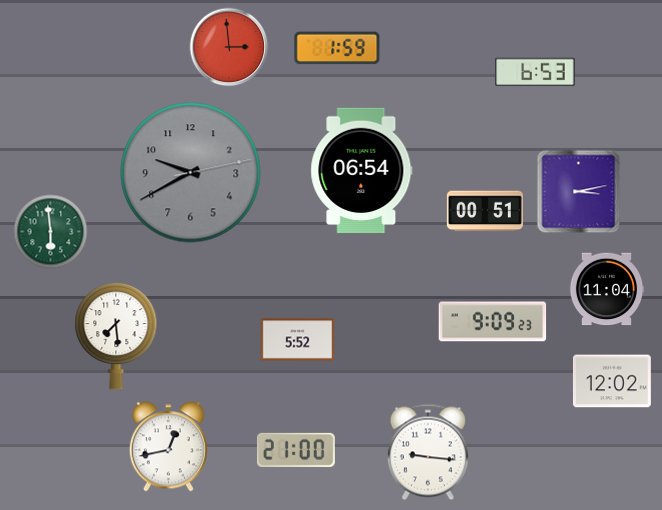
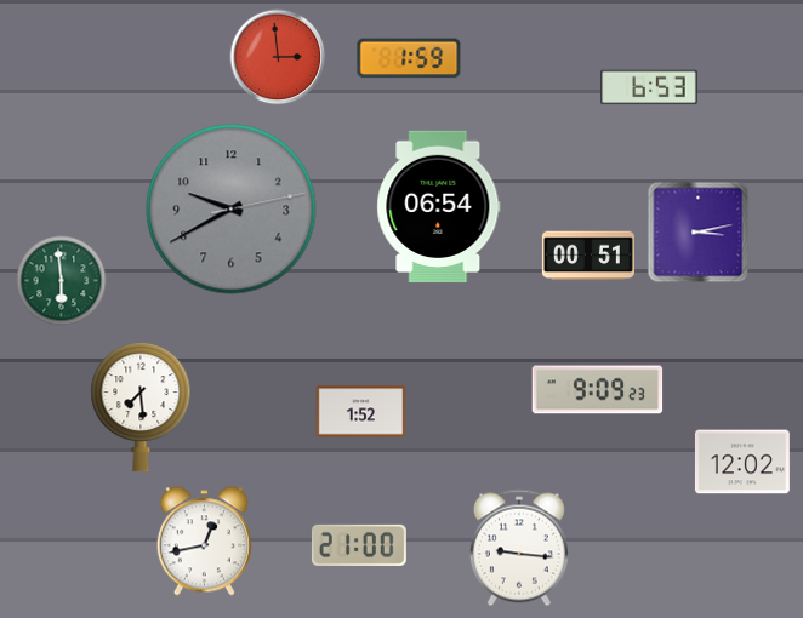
clock at (579, 192) position: (579, 192) -> (699, 233)
clock at (607, 289): 11:04 -> none
clock at (298, 340): 5:52 -> 1:52
